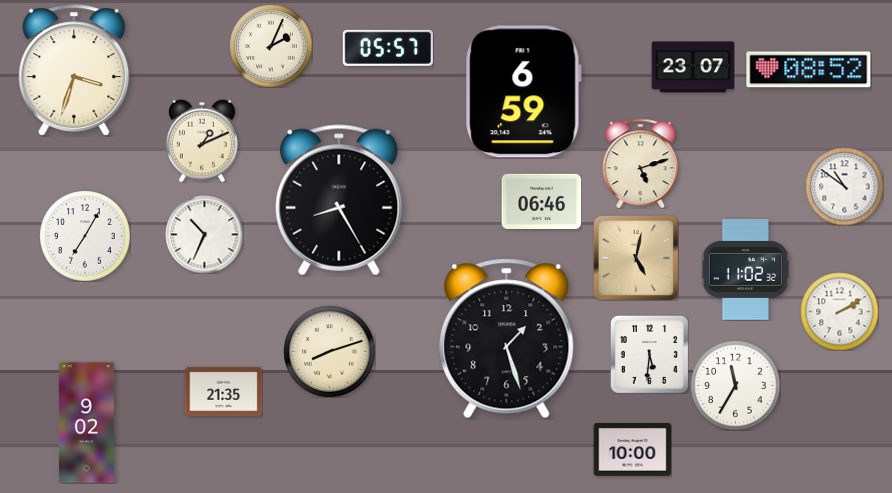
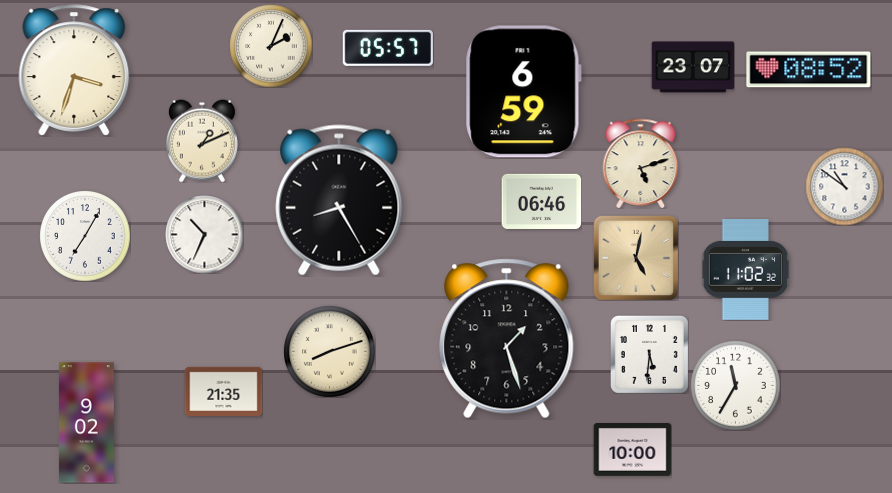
clock at (839, 311): 2:10 -> none
